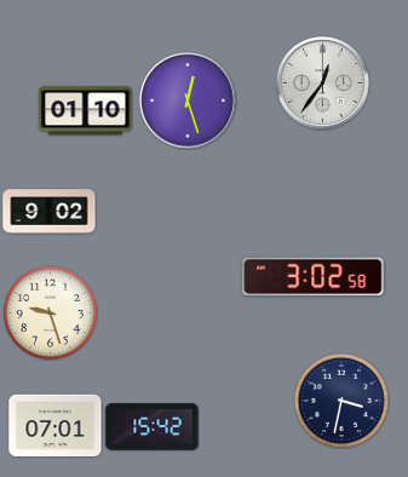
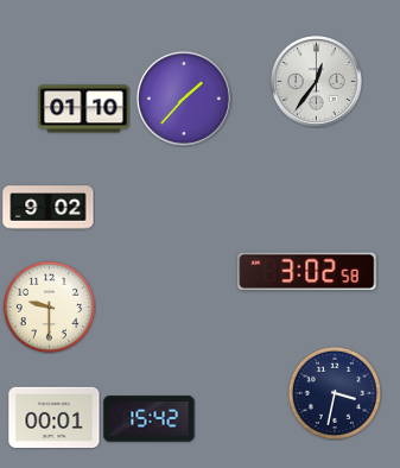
clock at (188, 100): 12:27 -> 1:37
clock at (50, 312): 9:27 -> 9:30
clock at (56, 425): 07:01 -> 00:01
